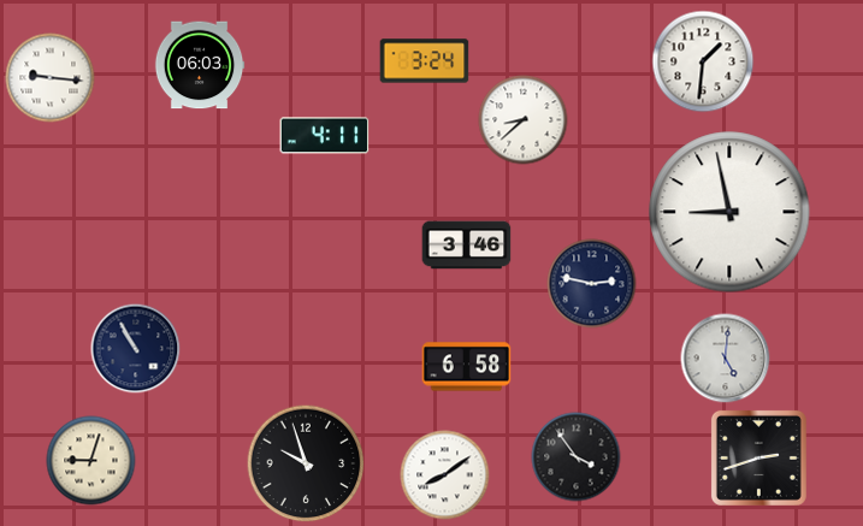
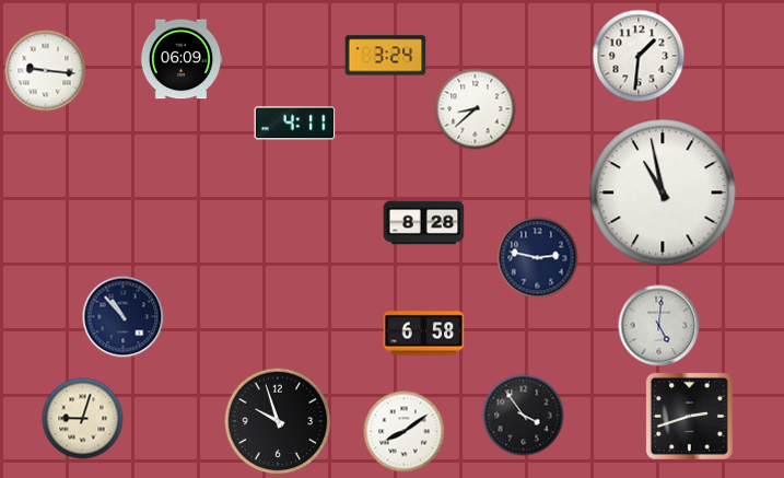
clock at (200, 65): 06:03 -> 06:09
clock at (729, 212): 8:58 -> 10:58
clock at (467, 246): 3:46 -> 8:28
clock at (136, 349): 10:55 -> 10:53
